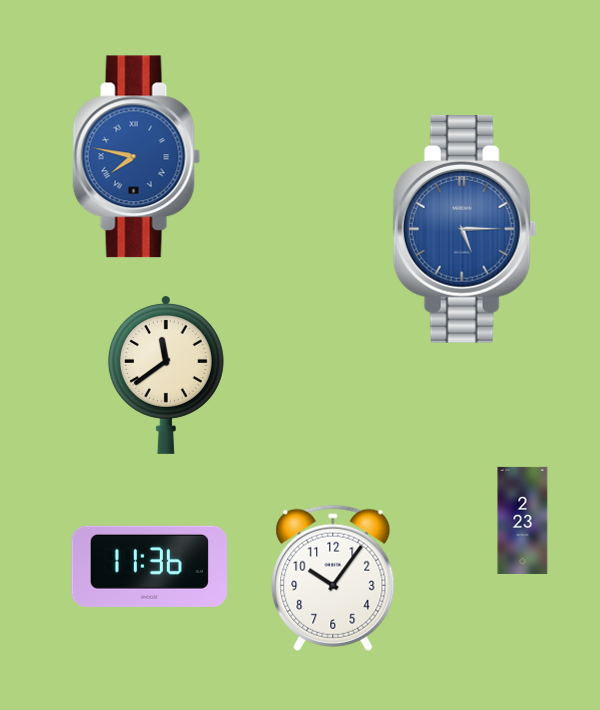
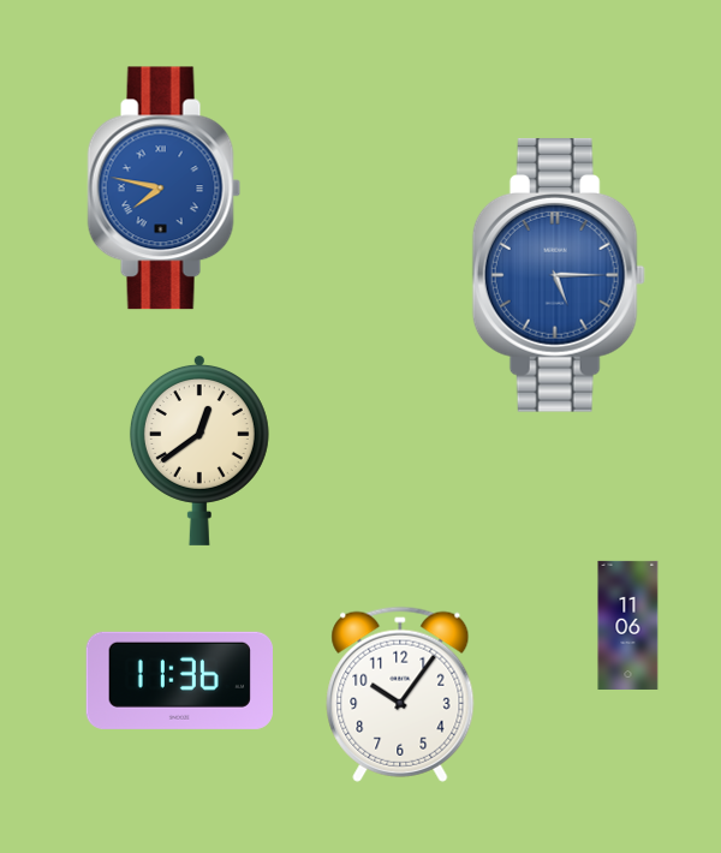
clock at (166, 374): 11:39 -> 12:39
clock at (523, 520): 2:23 -> 11:06
